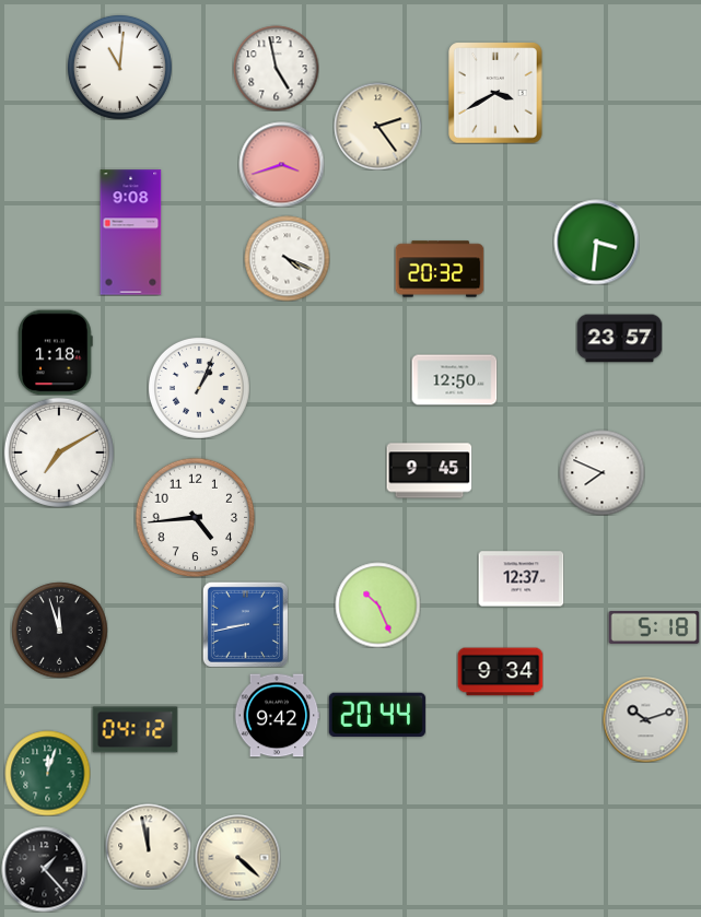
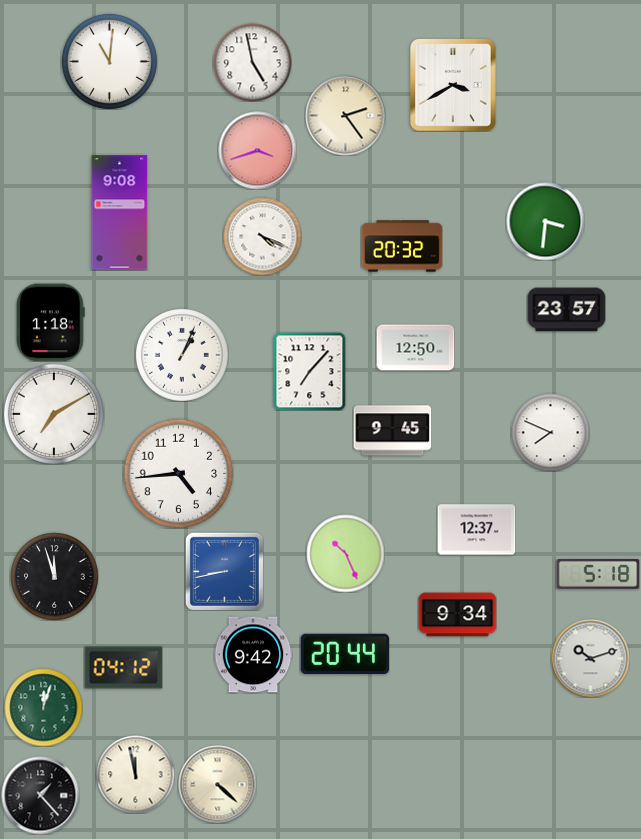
clock at (310, 371): none -> 7:07
